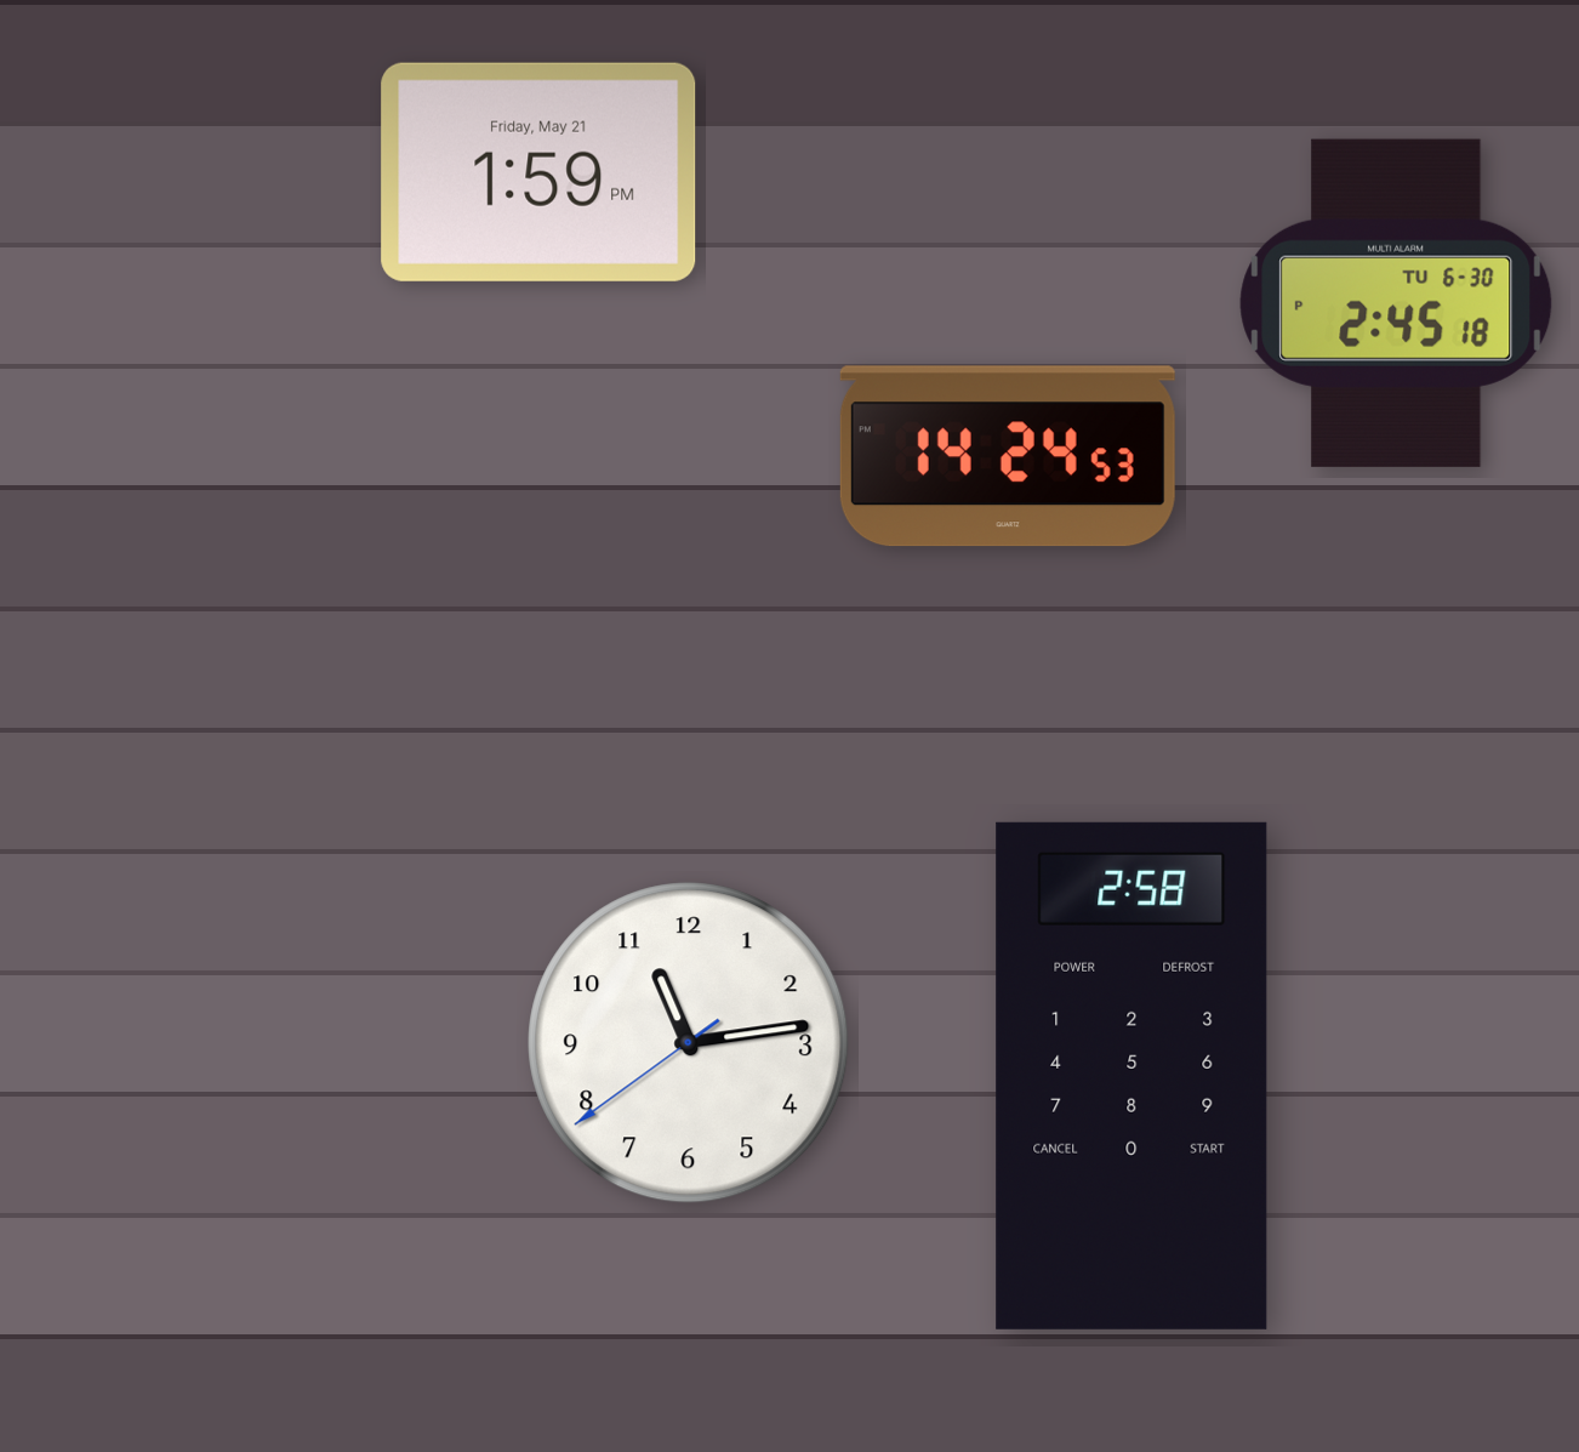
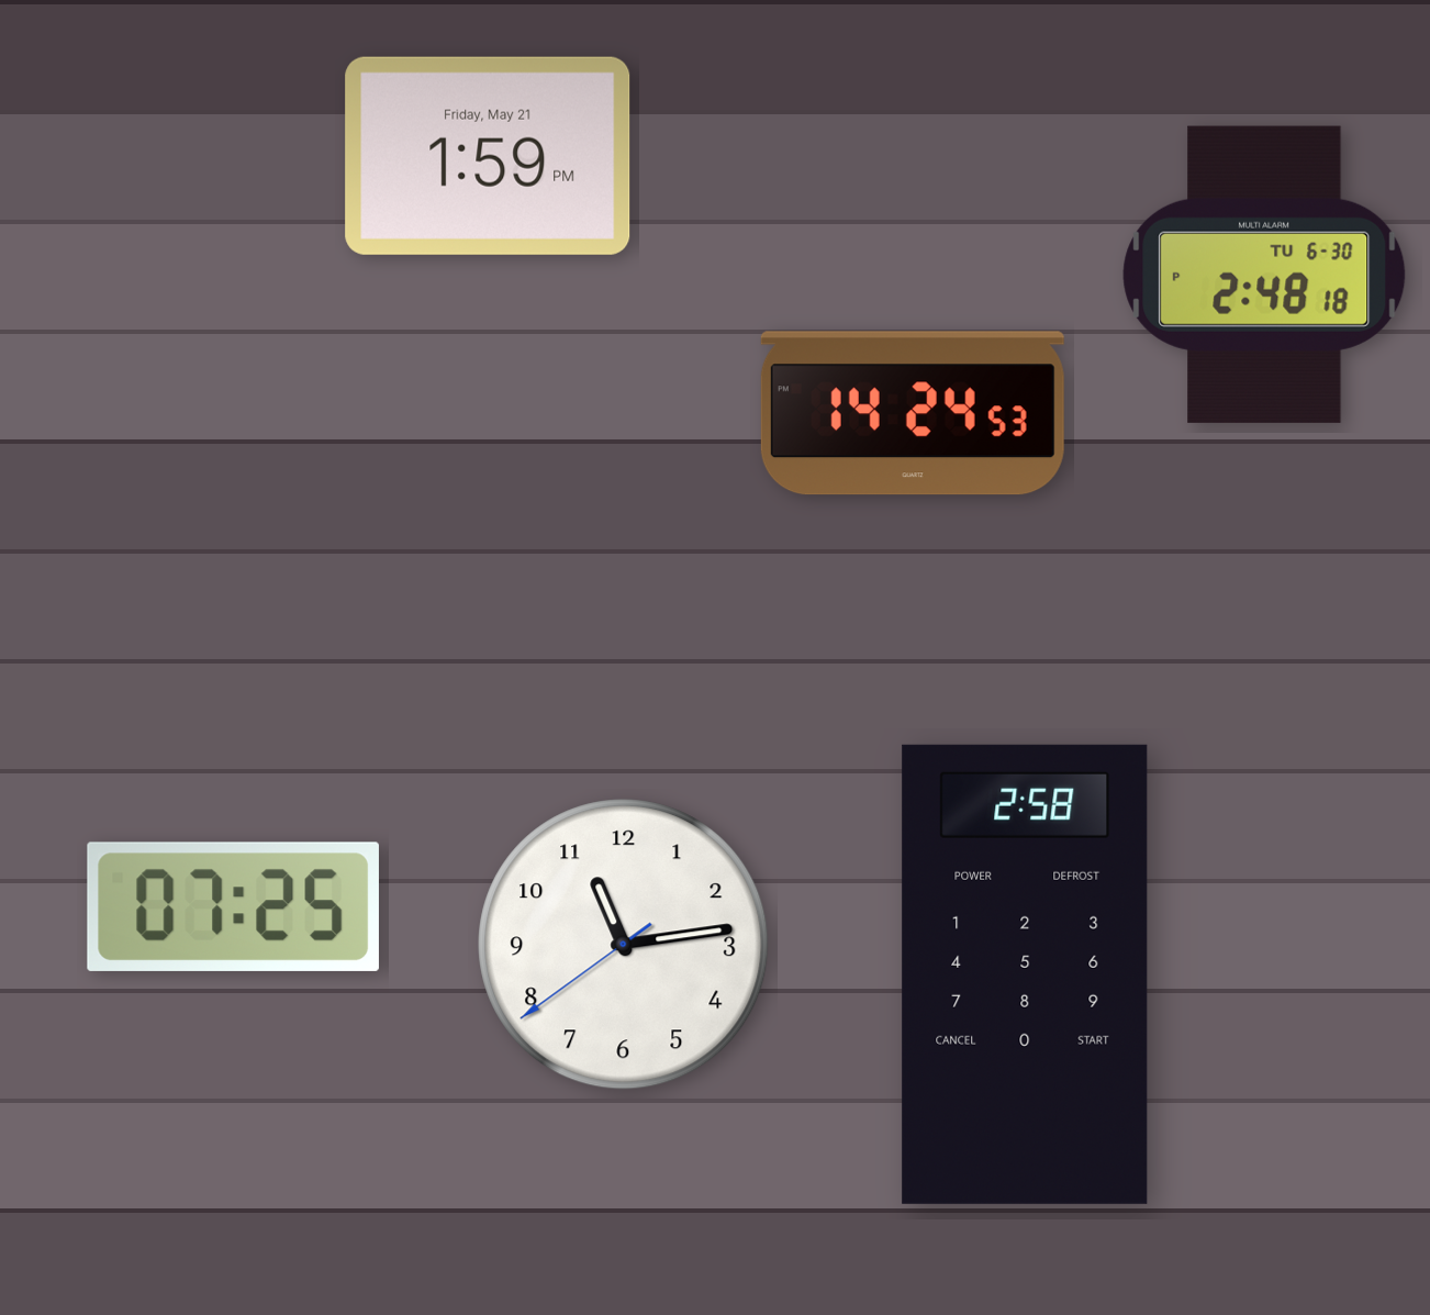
clock at (1396, 303): 2:45 -> 2:48
clock at (233, 906): none -> 07:25
